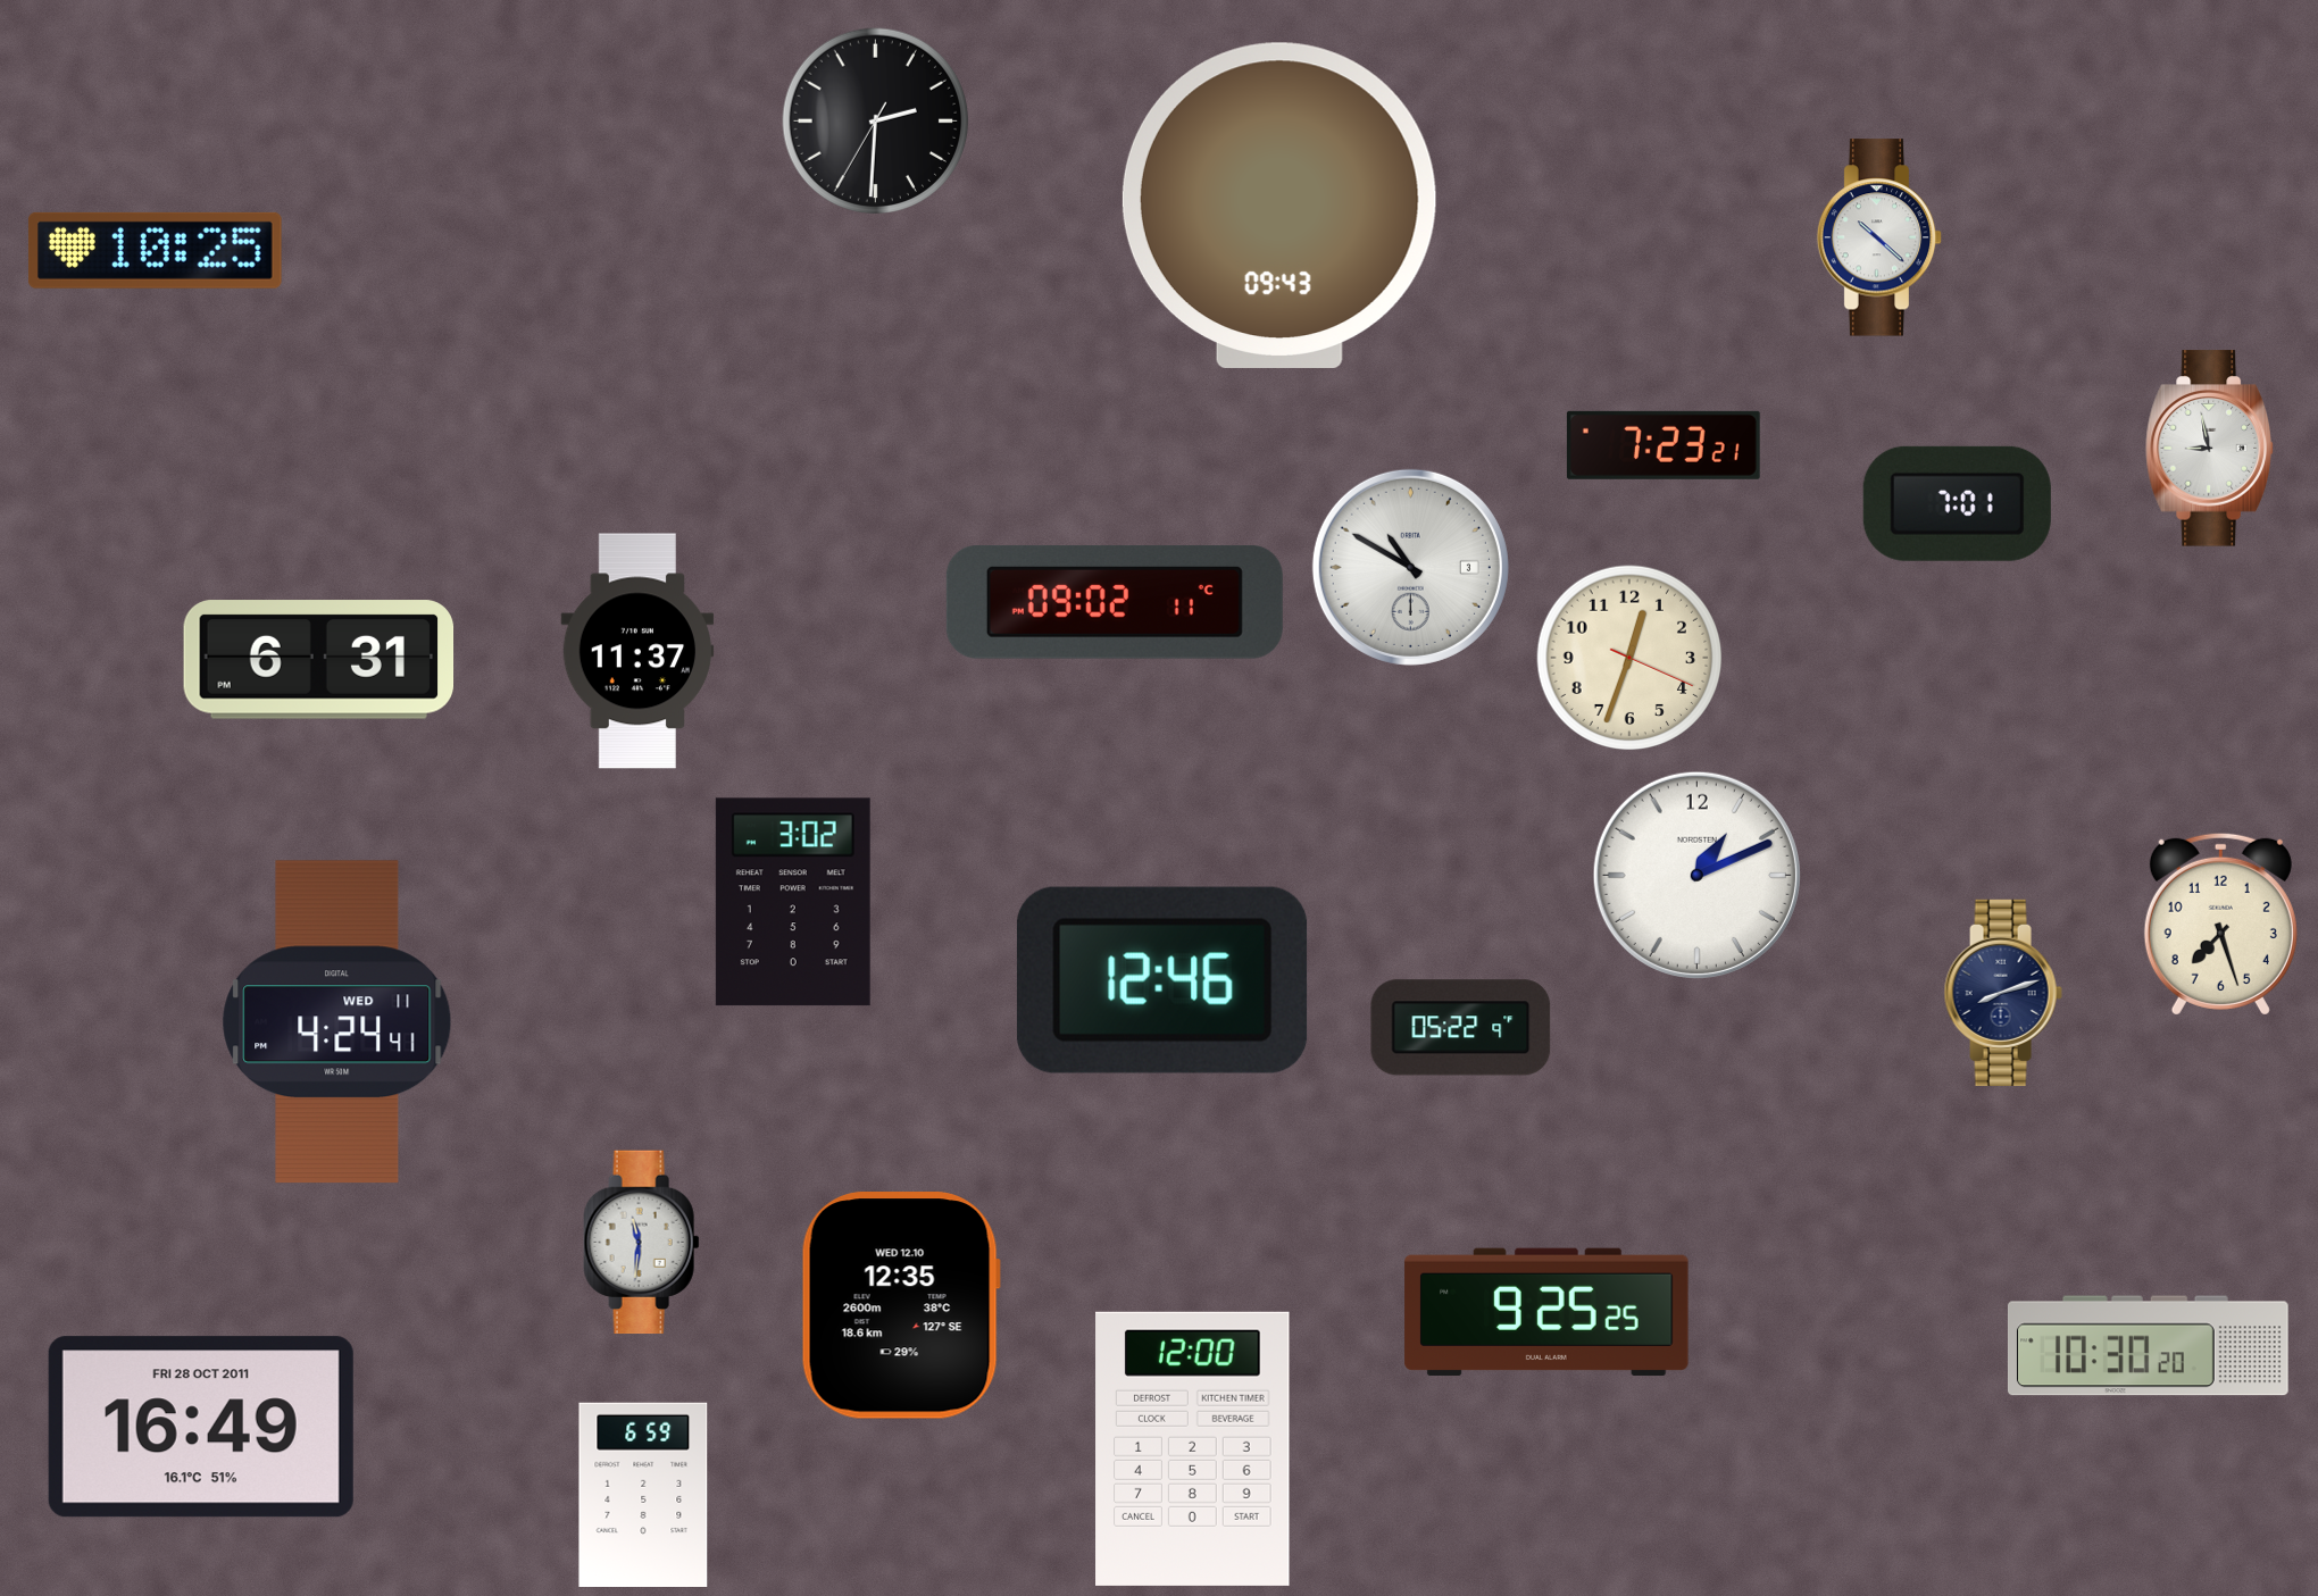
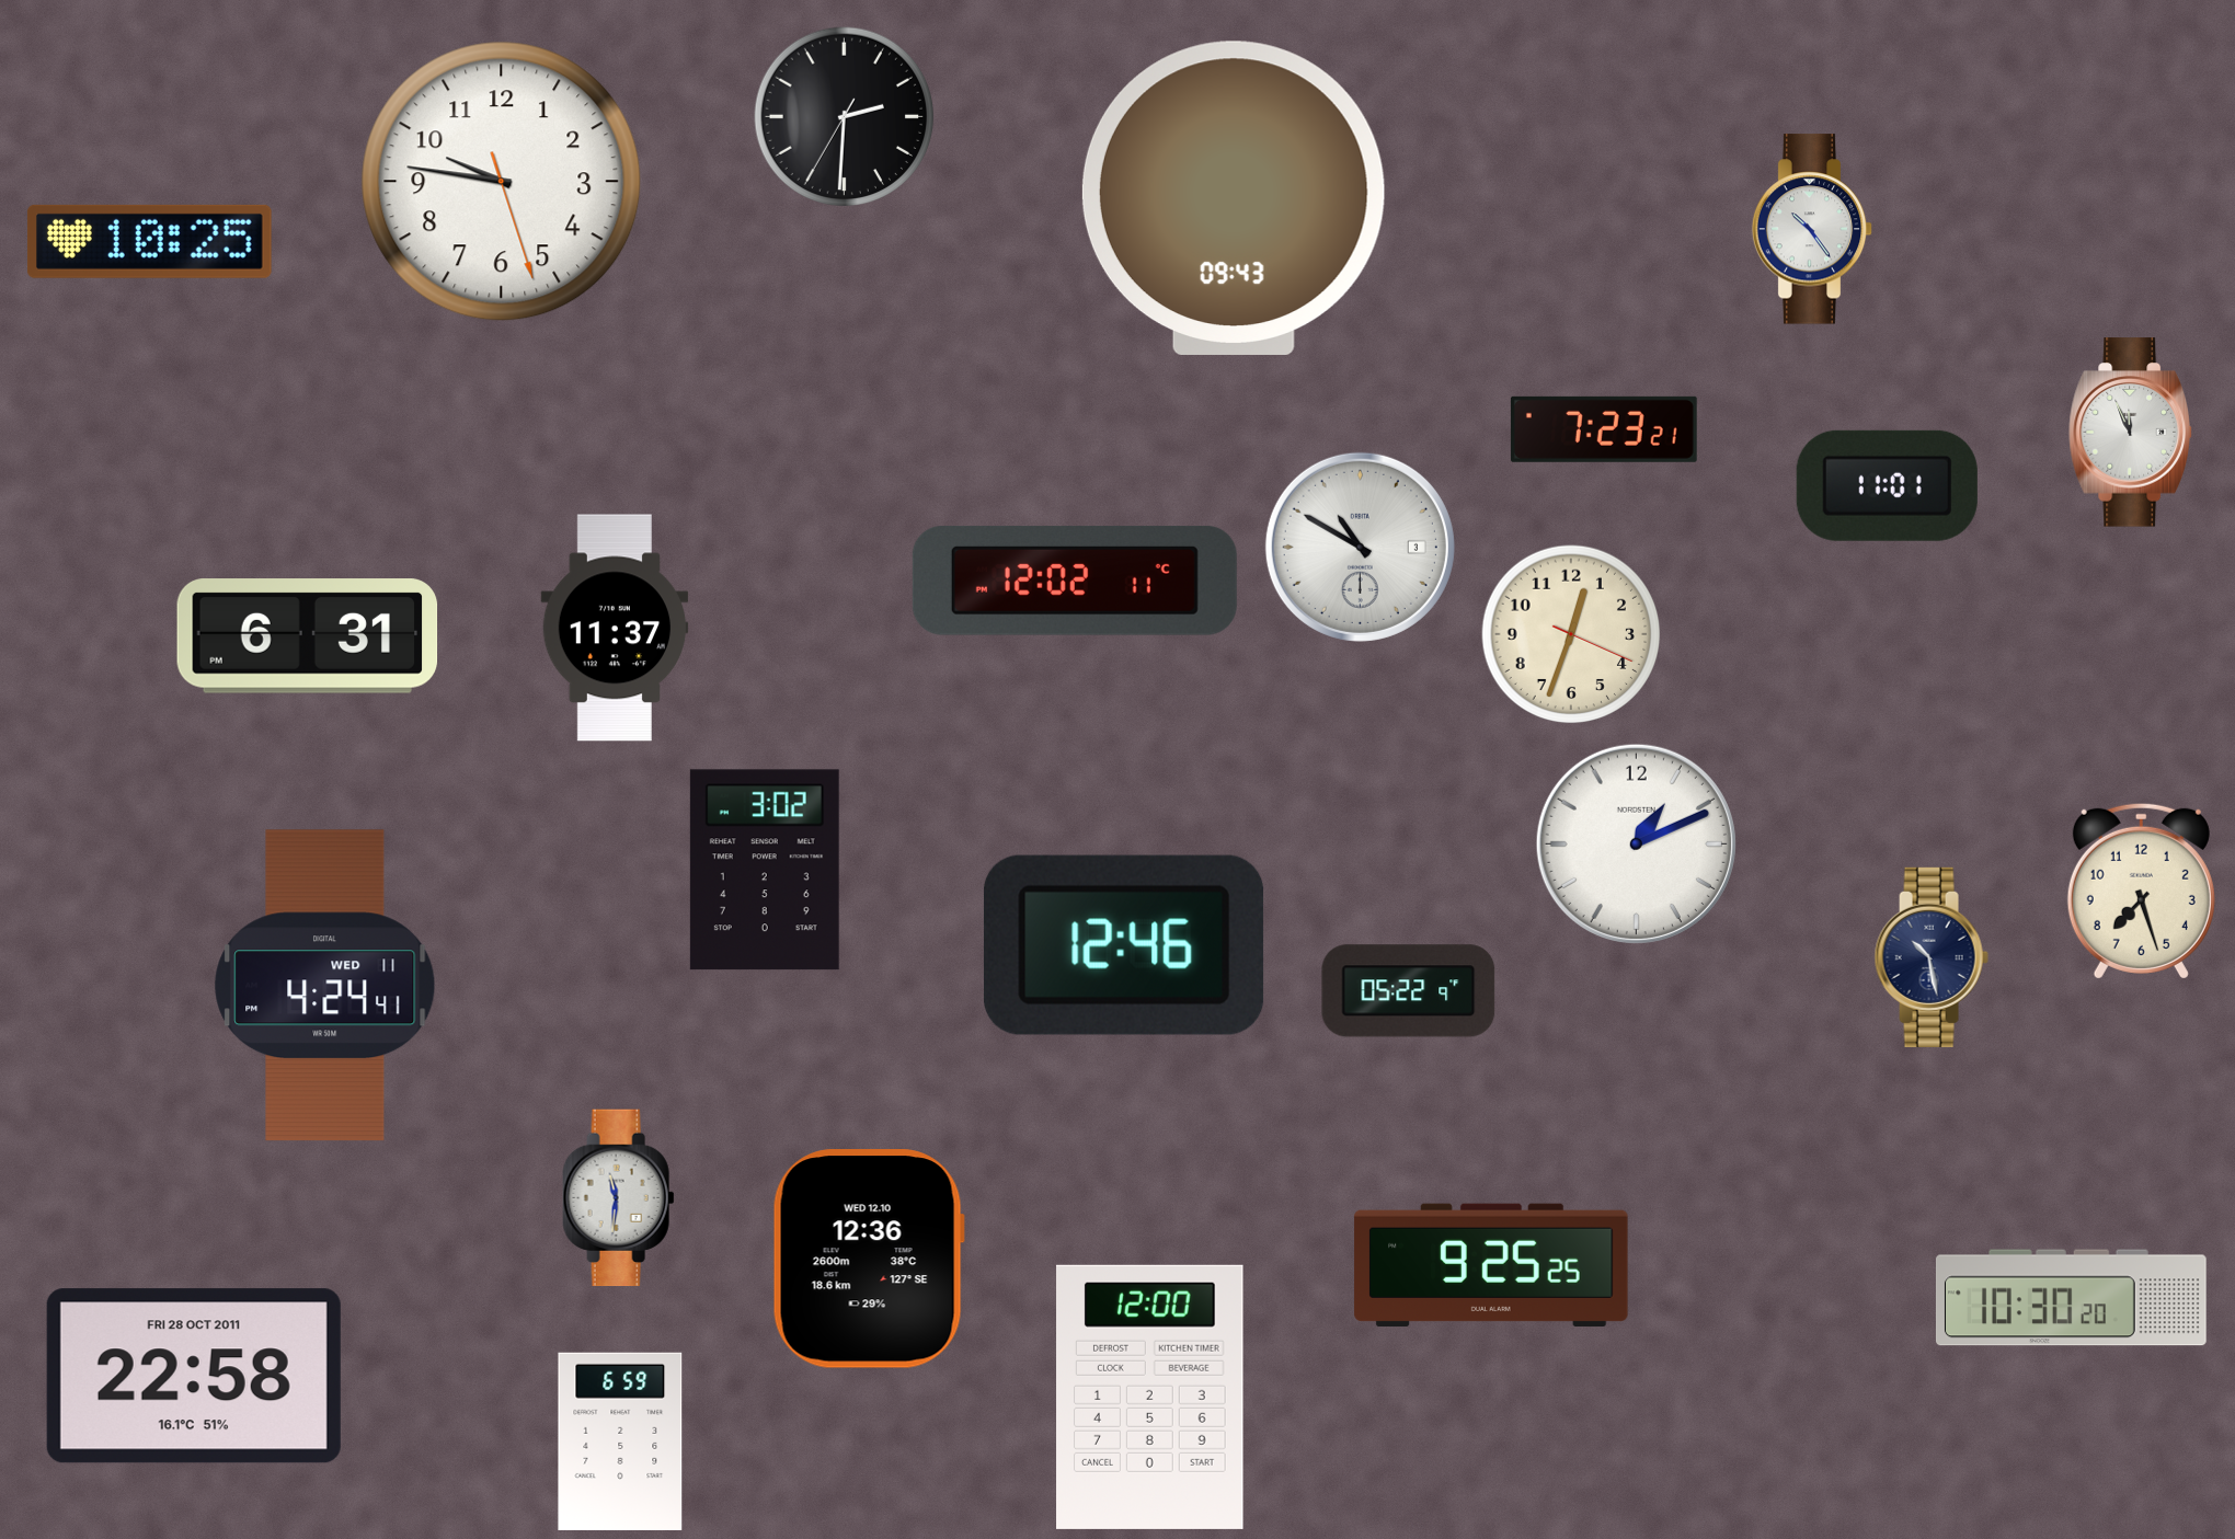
clock at (502, 182): none -> 9:46
clock at (1879, 237): 10:22 -> 10:24
clock at (2209, 449): 8:58 -> 11:56
clock at (1957, 503): 7:01 -> 11:01
clock at (1115, 603): 09:02 -> 12:02
clock at (1162, 980) position: (1162, 980) -> (1124, 945)
clock at (2003, 993): 8:12 -> 10:28
clock at (901, 1305): 12:35 -> 12:36
clock at (201, 1427): 16:49 -> 22:58
